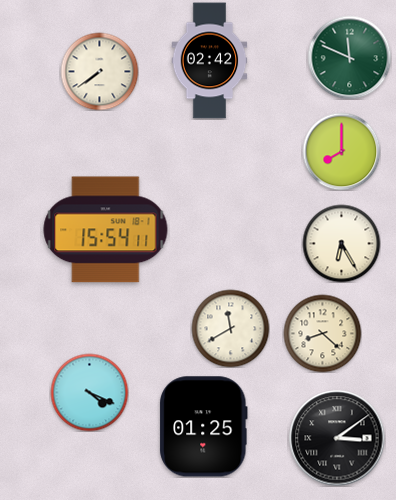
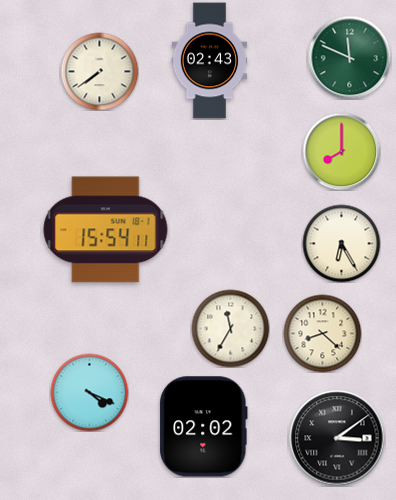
clock at (210, 61): 02:42 -> 02:43
clock at (230, 328): 11:40 -> 11:35
clock at (204, 427): 01:25 -> 02:02
